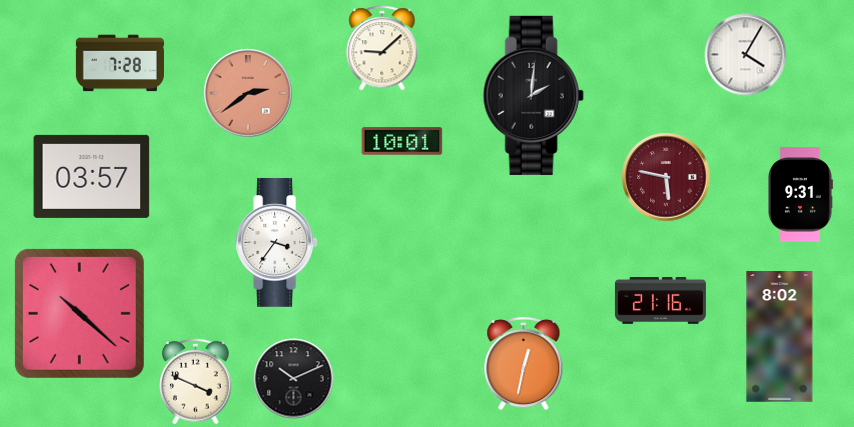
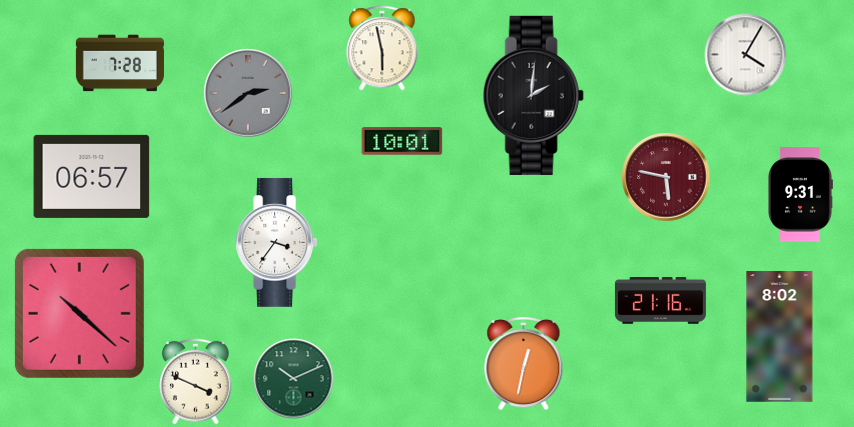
clock at (382, 48): 9:08 -> 5:58
clock at (248, 93) dial: salmon -> grey
clock at (92, 176): 03:57 -> 06:57
clock at (294, 379) dial: black -> green
